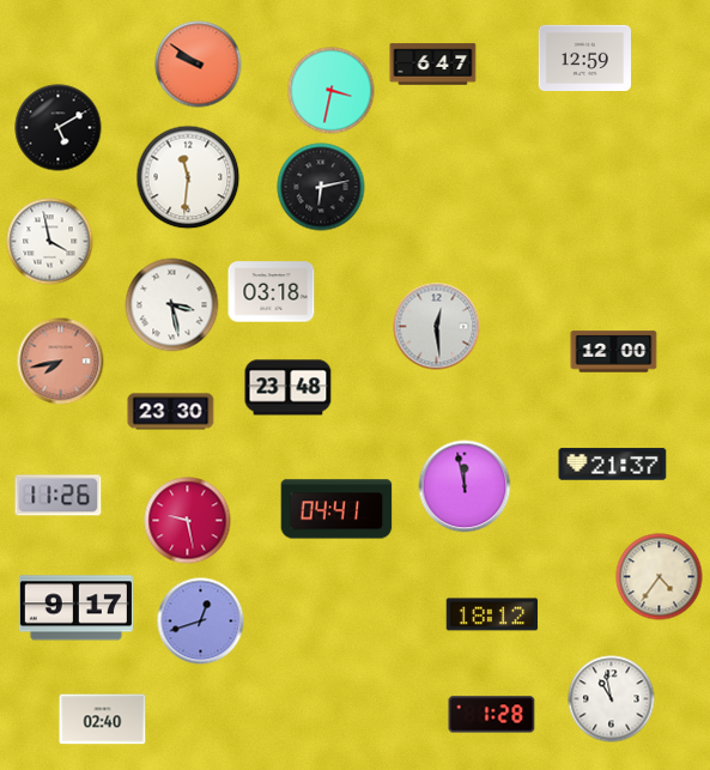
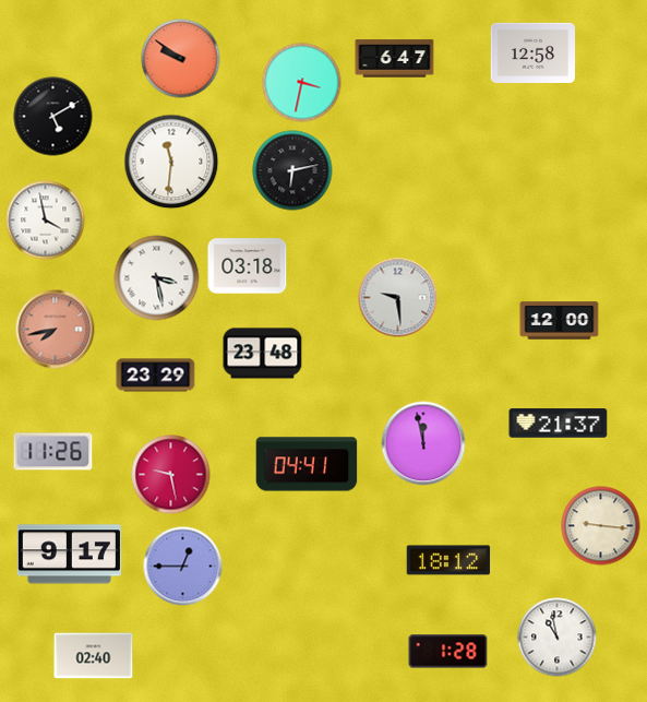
clock at (584, 57): 12:59 -> 12:58
clock at (437, 327): 12:29 -> 9:29
clock at (171, 412): 23:30 -> 23:29
clock at (660, 577): 4:36 -> 9:16
clock at (201, 622): 12:42 -> 12:45
